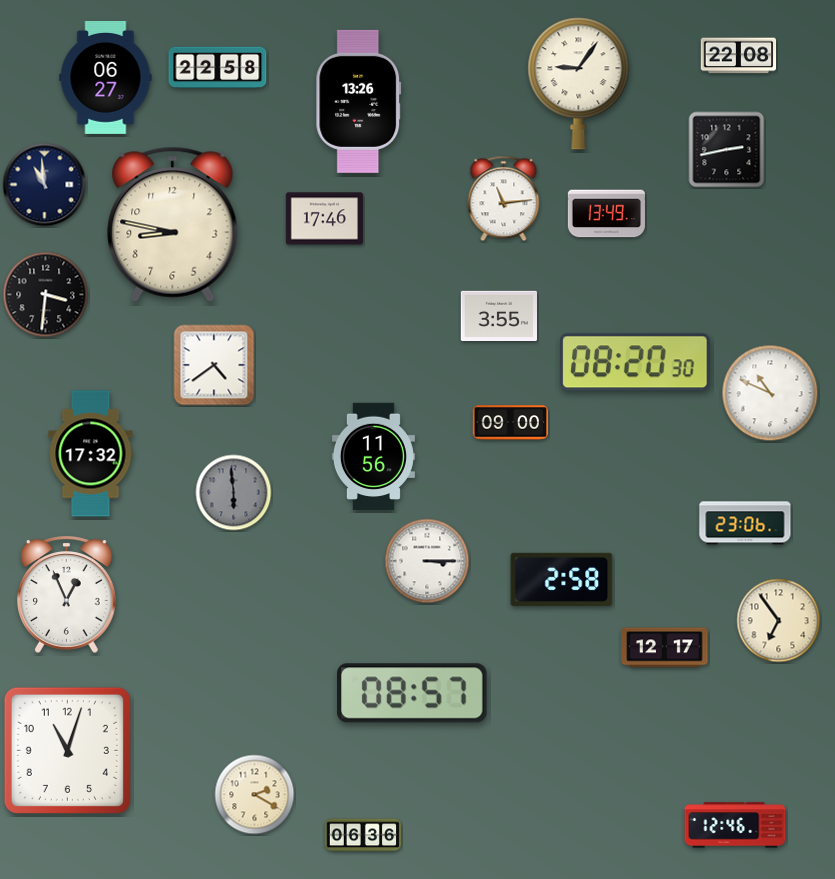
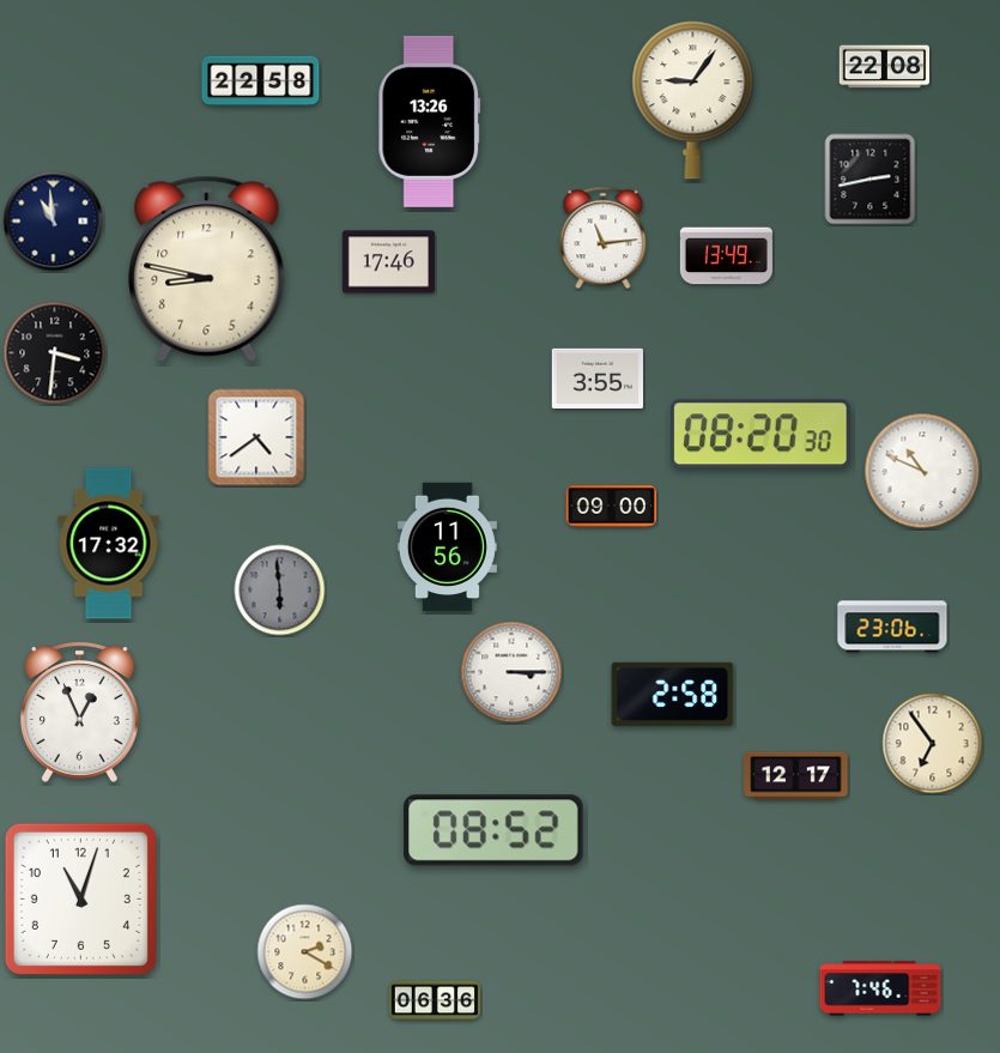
clock at (106, 77): 06:27 -> none
clock at (413, 693): 08:57 -> 08:52
clock at (735, 825): 12:46 -> 7:46
